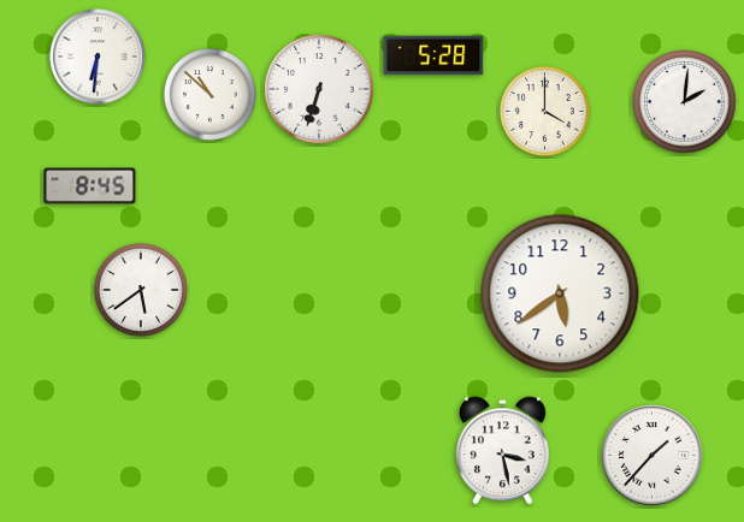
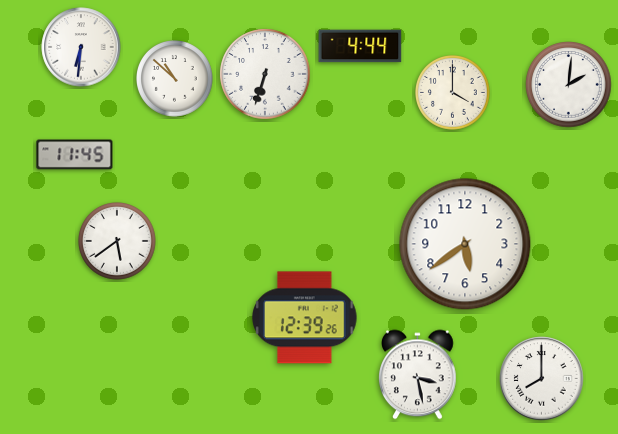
clock at (433, 55): 5:28 -> 4:44
clock at (90, 186): 8:45 -> 11:45
clock at (305, 318): none -> 12:39
clock at (653, 456): 1:37 -> 8:00
